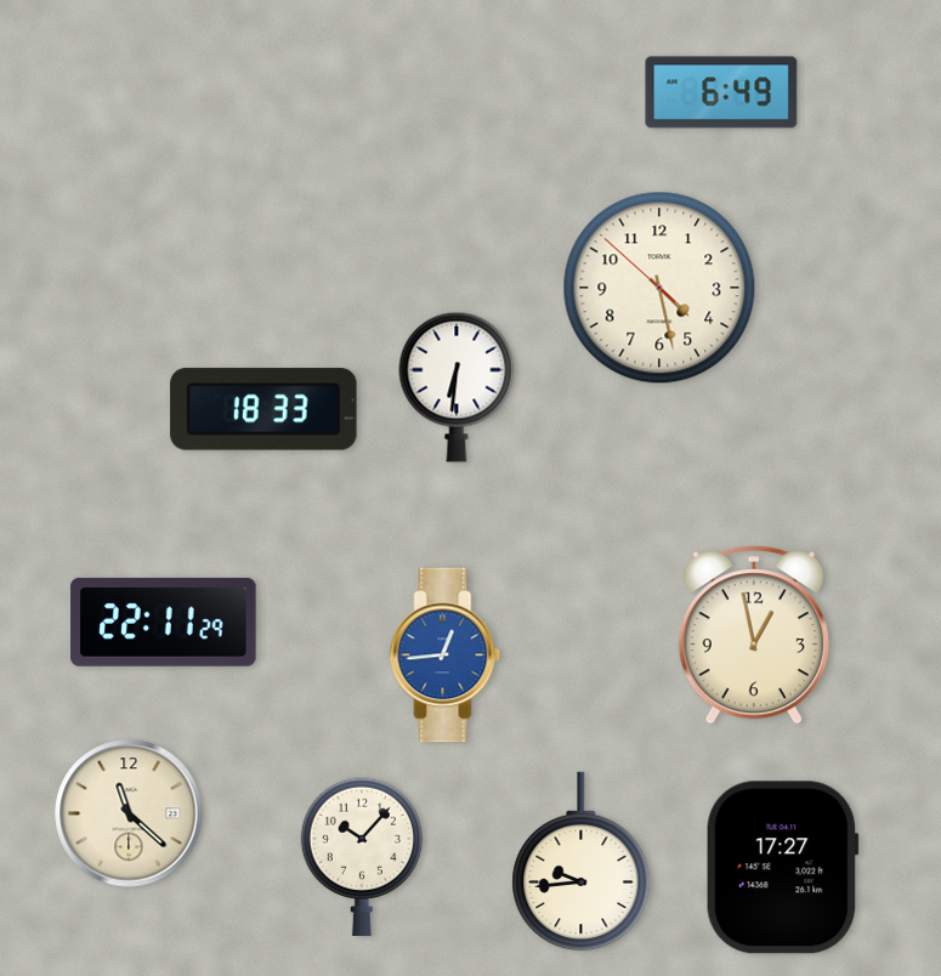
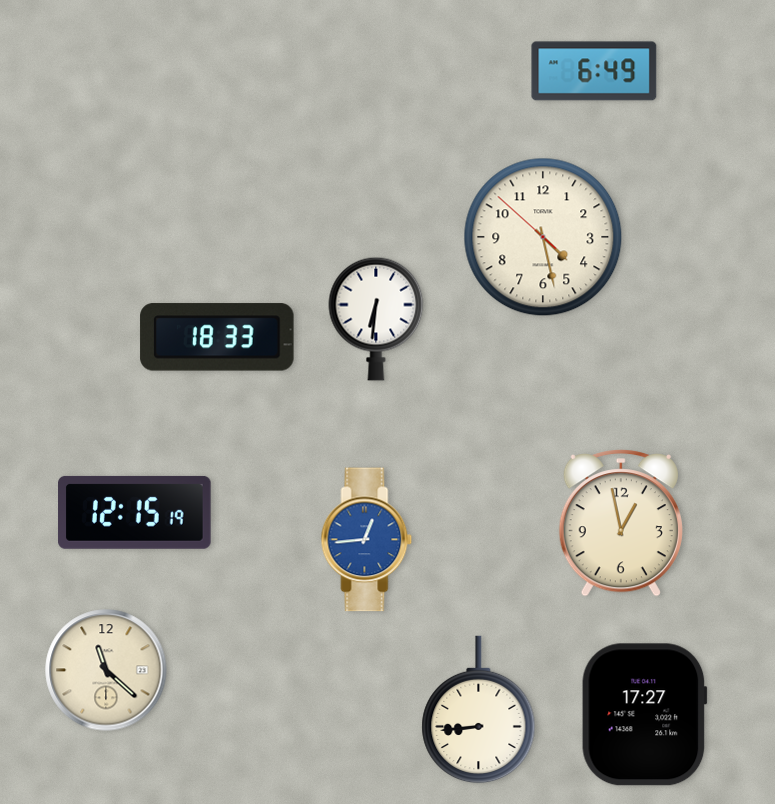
clock at (721, 92) position: (721, 92) -> (594, 71)
clock at (164, 622): 22:11 -> 12:15
clock at (362, 857): 10:07 -> none
clock at (582, 862): 9:44 -> 8:44
